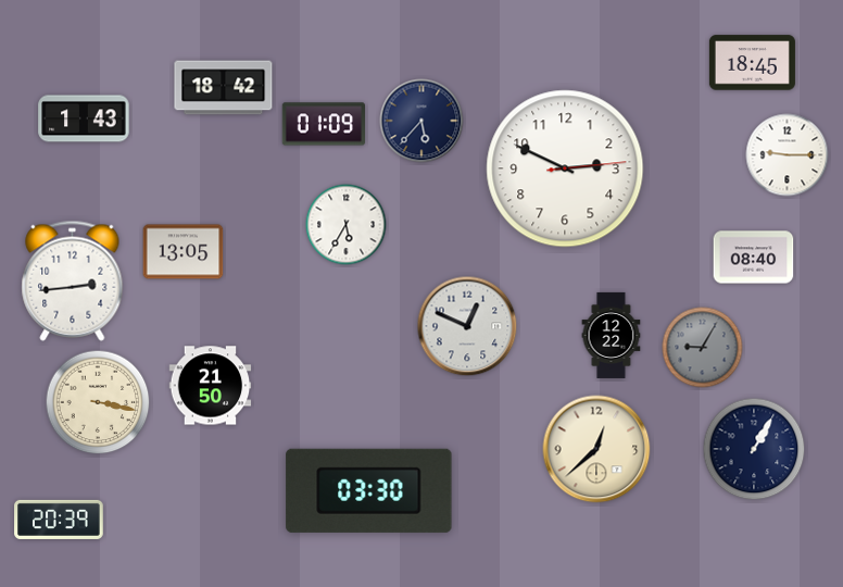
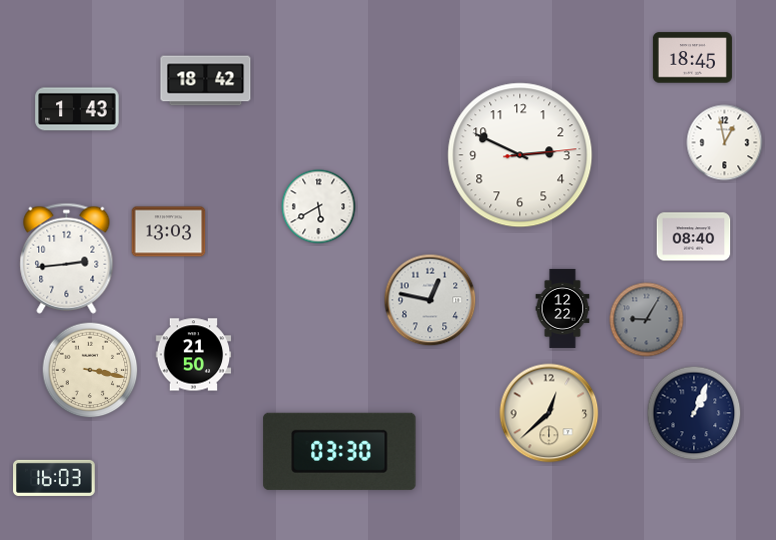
clock at (421, 121): 5:37 -> none
clock at (323, 124): 01:09 -> none
clock at (788, 155): 9:15 -> 12:58
clock at (347, 225): 5:35 -> 5:40
clock at (184, 252): 13:05 -> 13:03
clock at (467, 326): 12:49 -> 12:47
clock at (754, 449): 1:05 -> 1:04
clock at (59, 520): 20:39 -> 16:03
